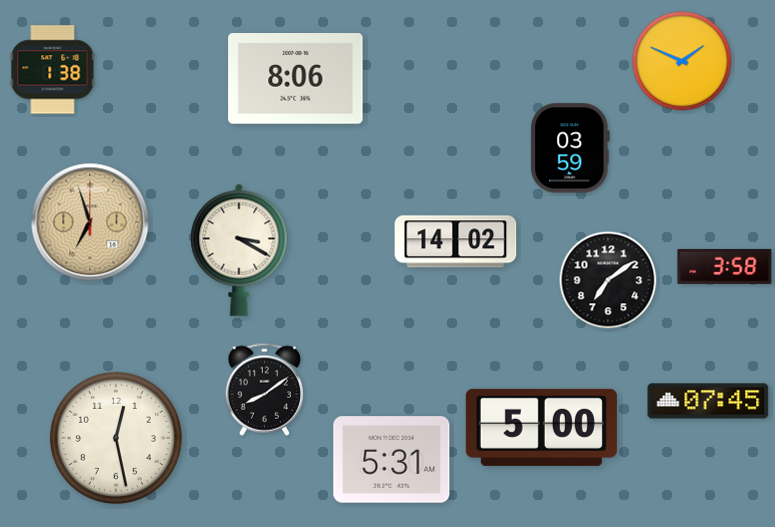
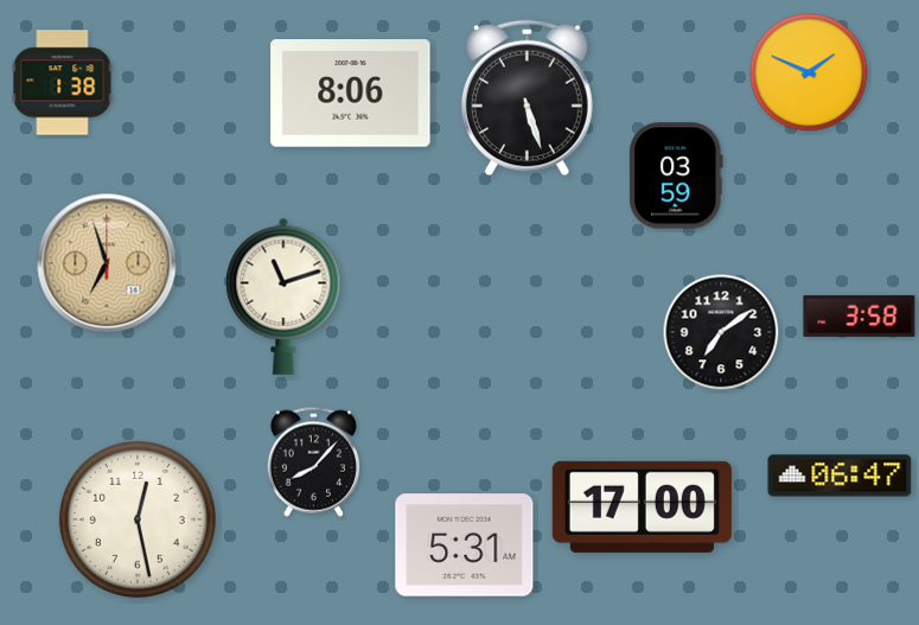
clock at (526, 98): none -> 5:27
clock at (456, 242): 14:02 -> none
clock at (239, 250): 3:20 -> 11:12
clock at (264, 389): 8:09 -> 8:07
clock at (708, 401): 07:45 -> 06:47
clock at (541, 427): 5:00 -> 17:00
